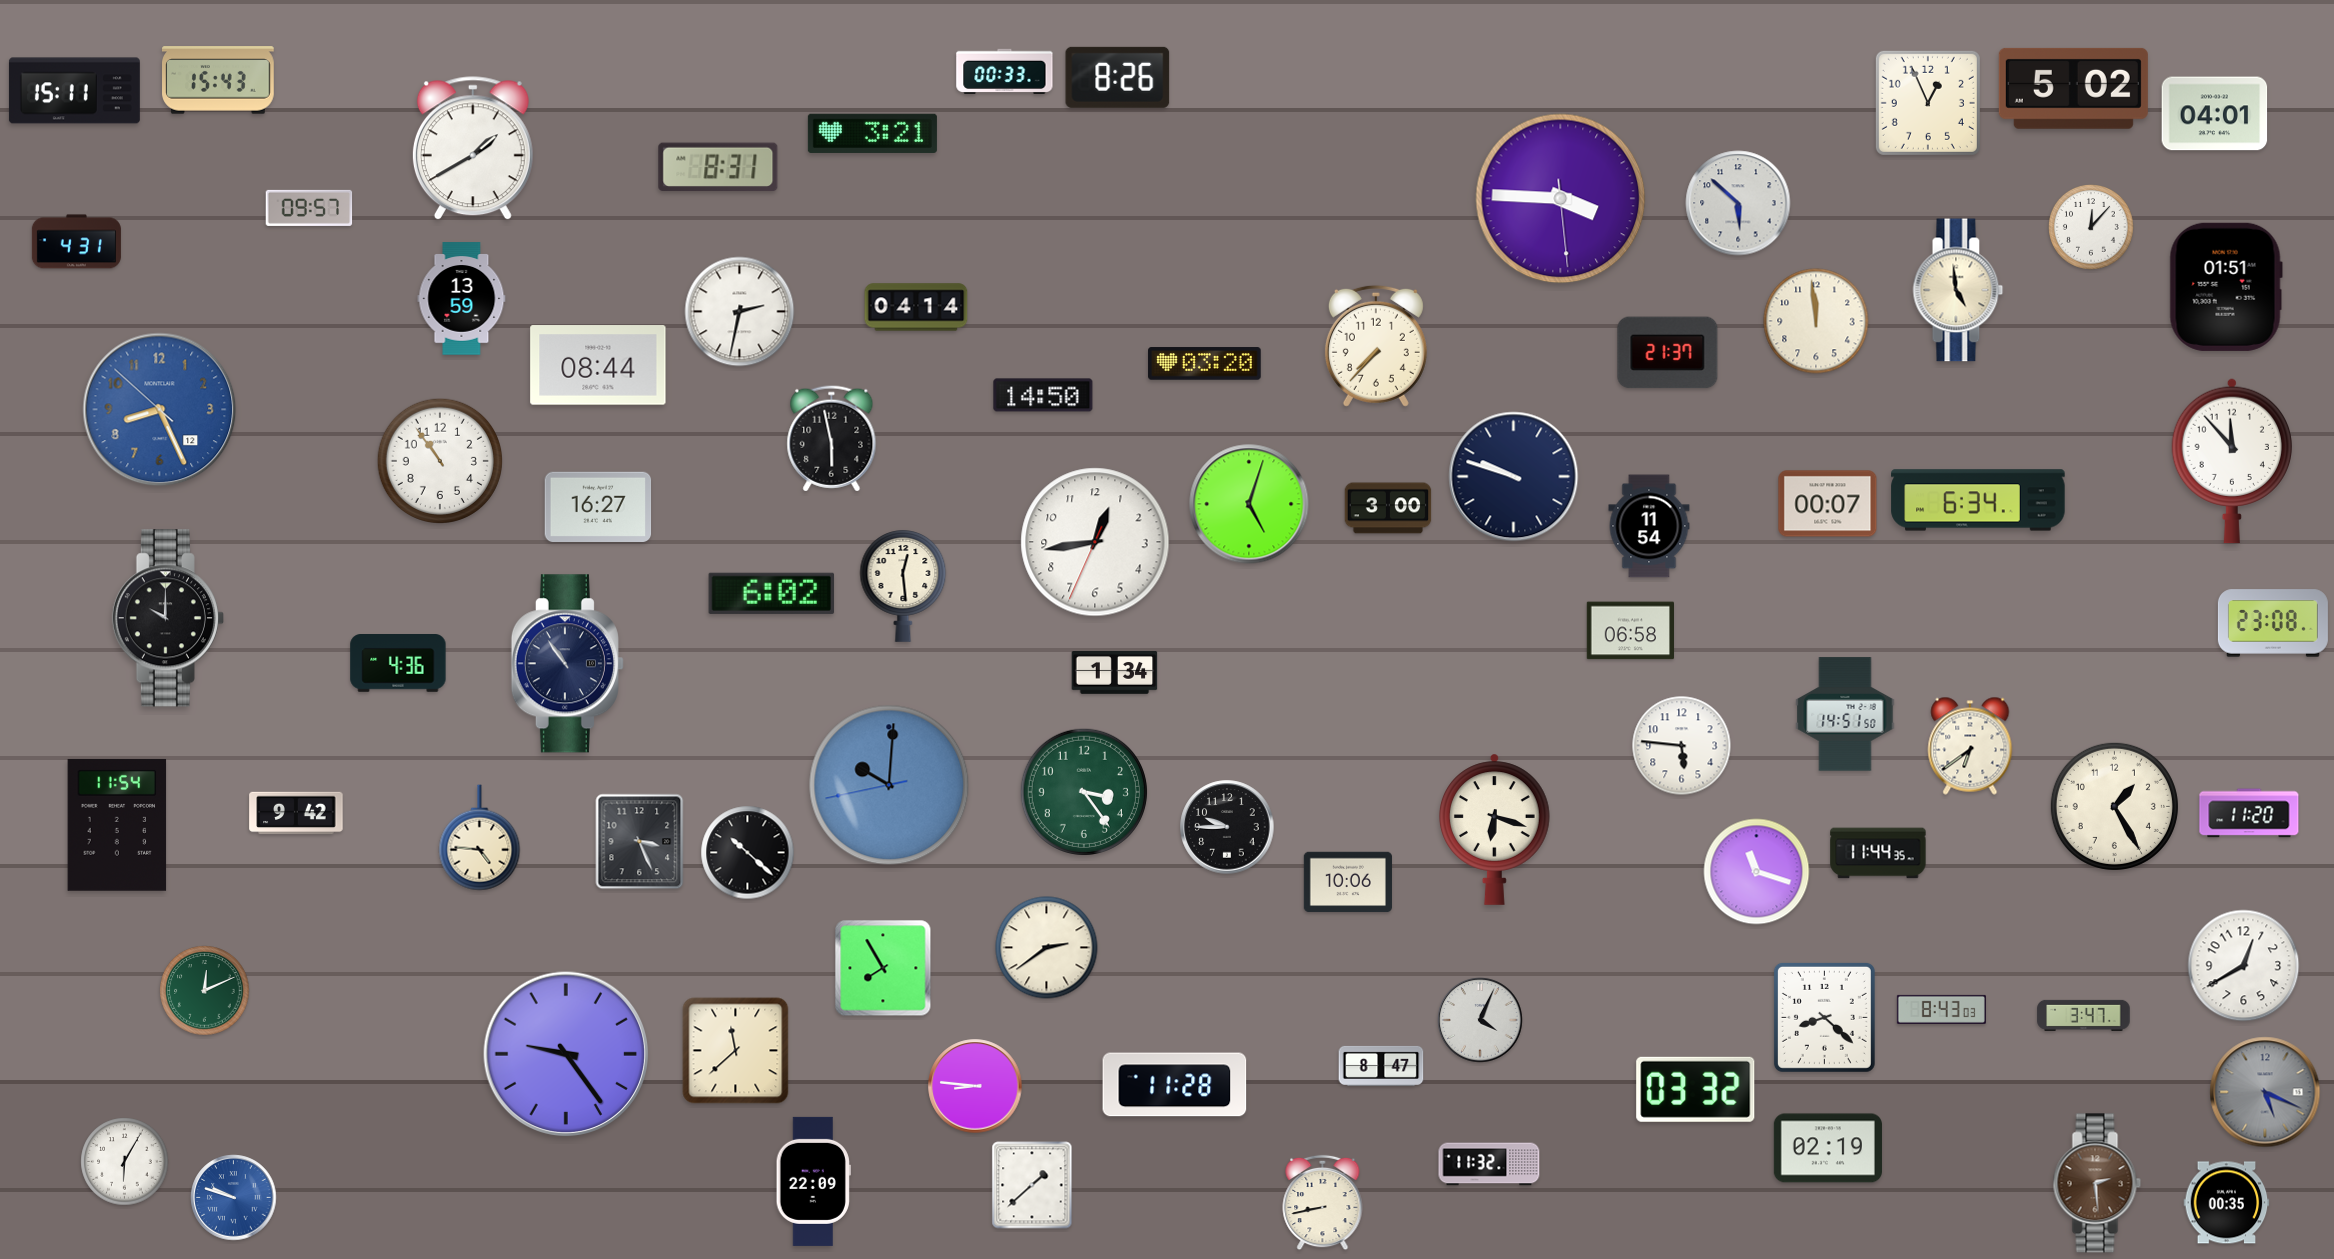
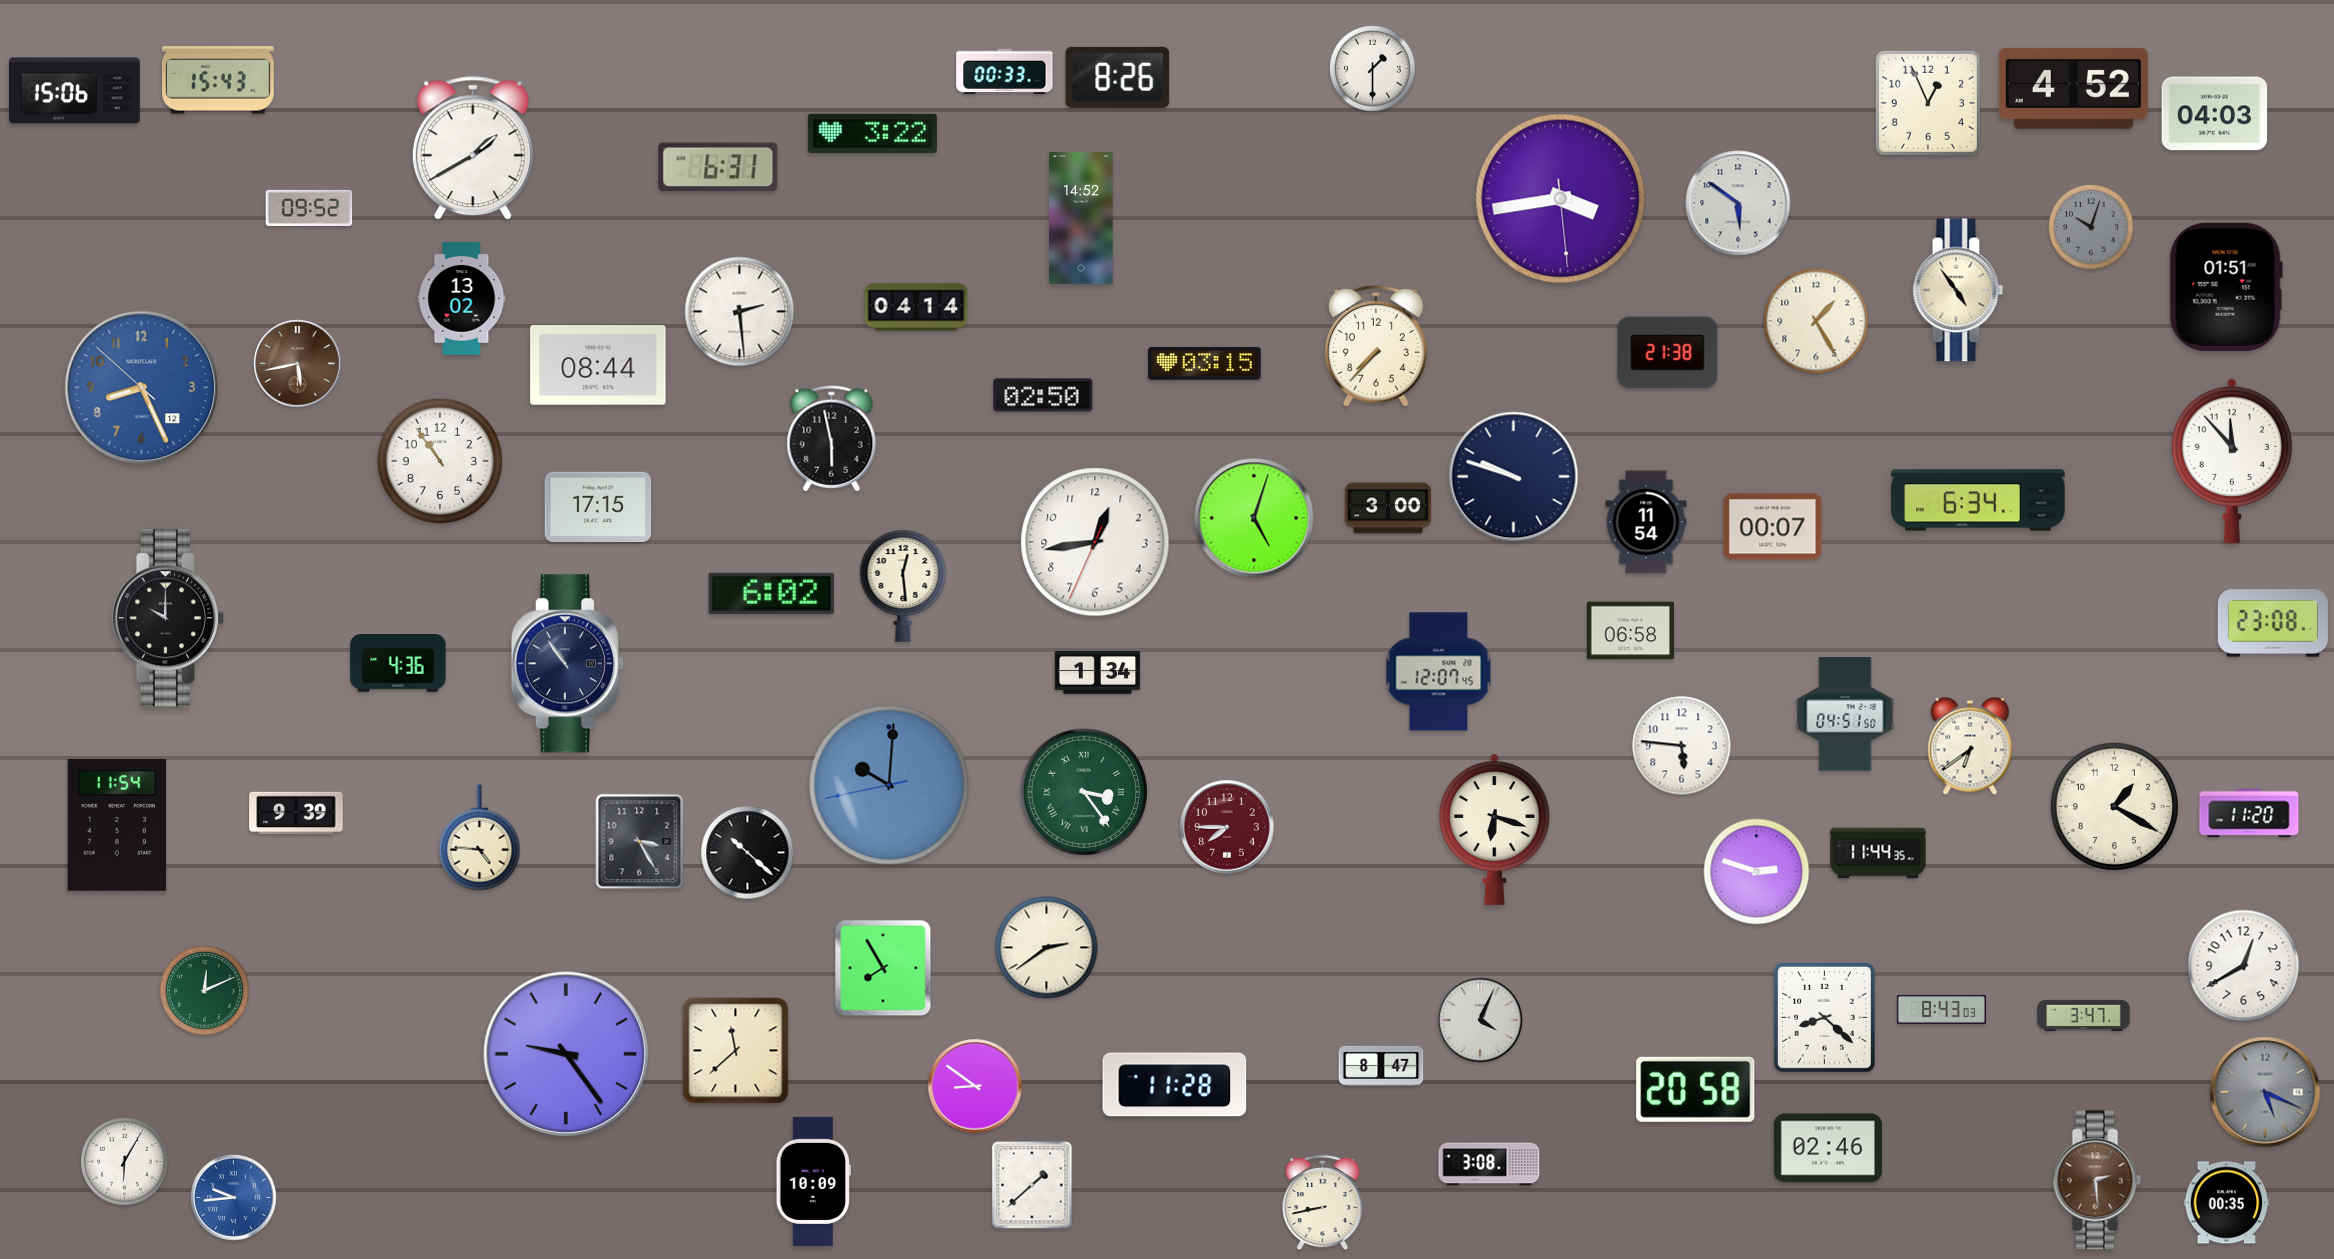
clock at (1373, 69): none -> 1:30
clock at (2073, 88): 5:02 -> 4:52
clock at (74, 91): 15:11 -> 15:06
clock at (2215, 114): 04:01 -> 04:03
clock at (872, 133): 3:21 -> 3:22
clock at (718, 167): 8:31 -> 6:31
clock at (1561, 199): 3:45 -> 3:43
clock at (1738, 203): 5:52 -> 5:51
clock at (309, 208): 09:57 -> 09:52
clock at (1081, 219): none -> 14:52
clock at (2091, 227): 12:07 -> 10:03
clock at (2091, 227) dial: white -> grey
clock at (76, 242): 4:31 -> none
clock at (1958, 290): 4:59 -> 4:54
clock at (462, 299): 13:59 -> 13:02
clock at (740, 312): 2:32 -> 2:29
clock at (1816, 321): 11:59 -> 1:25
clock at (1668, 353): 21:37 -> 21:38
clock at (298, 364): none -> 5:43
clock at (1205, 364): 03:20 -> 03:15
clock at (1043, 395): 14:50 -> 02:50
clock at (160, 410) position: (160, 410) -> (142, 388)
clock at (1249, 504) position: (1249, 504) -> (1254, 518)
clock at (1828, 504) position: (1828, 504) -> (1773, 527)
clock at (598, 506): 16:27 -> 17:15
clock at (1649, 526) position: (1649, 526) -> (1646, 522)
clock at (1439, 672): none -> 12:07
clock at (1115, 673) position: (1115, 673) -> (1098, 673)
clock at (1845, 714): 14:51 -> 04:51
clock at (1084, 792) numerals: Arabic -> Roman
clock at (2114, 806): 1:25 -> 1:20
clock at (296, 813): 9:42 -> 9:39
clock at (1227, 827): 9:45 -> 7:45
clock at (1227, 827) dial: black -> burgundy
clock at (640, 842): 3:26 -> 3:25
clock at (1757, 872): 11:18 -> 2:48
clock at (1348, 882): 10:06 -> none
clock at (975, 1086): 8:46 -> 8:51
clock at (1696, 1089): 03:32 -> 20:58
clock at (1828, 1148): 02:19 -> 02:46
clock at (1489, 1164): 11:32 -> 3:08
clock at (813, 1181): 22:09 -> 10:09
clock at (2097, 1183) position: (2097, 1183) -> (2097, 1180)
clock at (234, 1198): 9:48 -> 9:44
